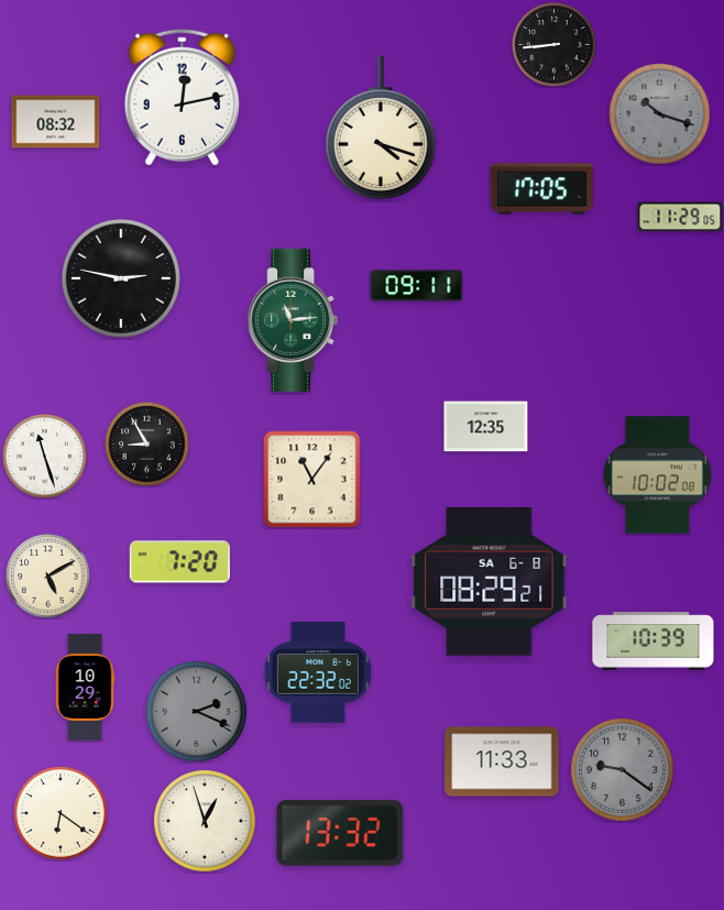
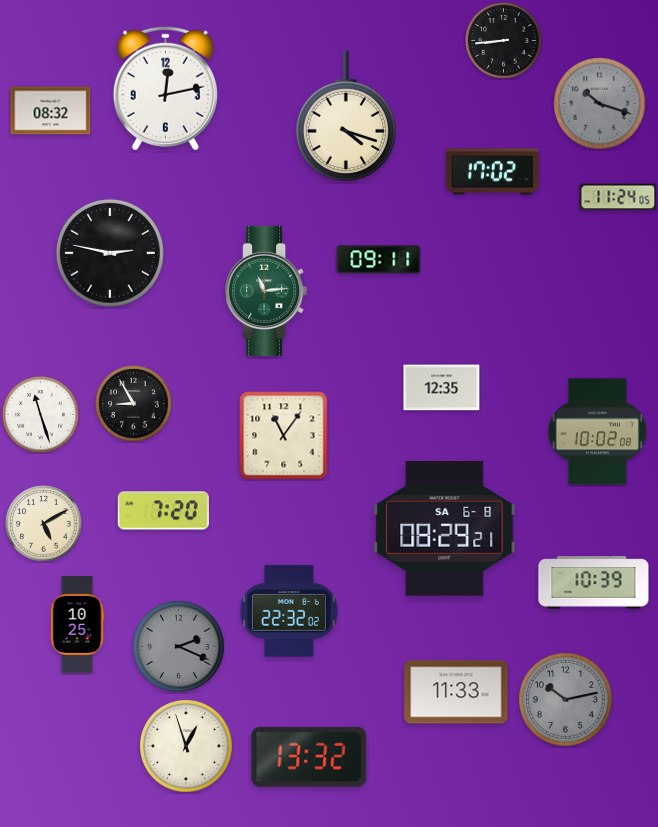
clock at (541, 189): 17:05 -> 17:02
clock at (680, 217): 11:29 -> 11:24
clock at (85, 688): 10:29 -> 10:25
clock at (623, 770): 9:21 -> 10:13
clock at (61, 813): 6:21 -> none
